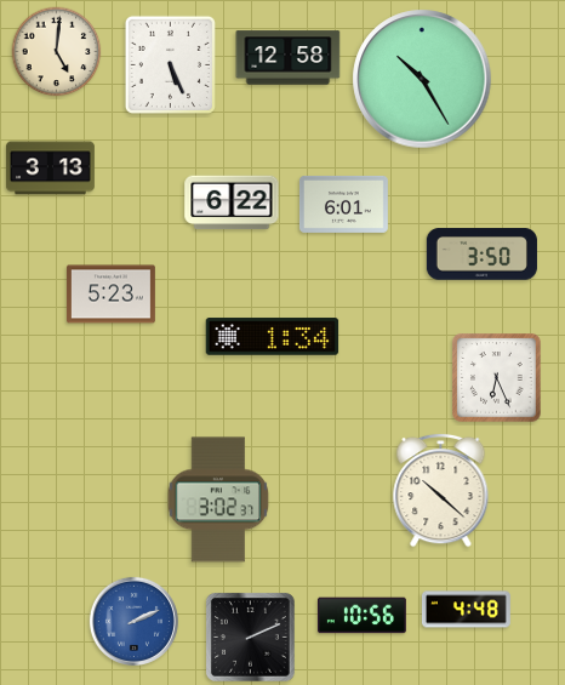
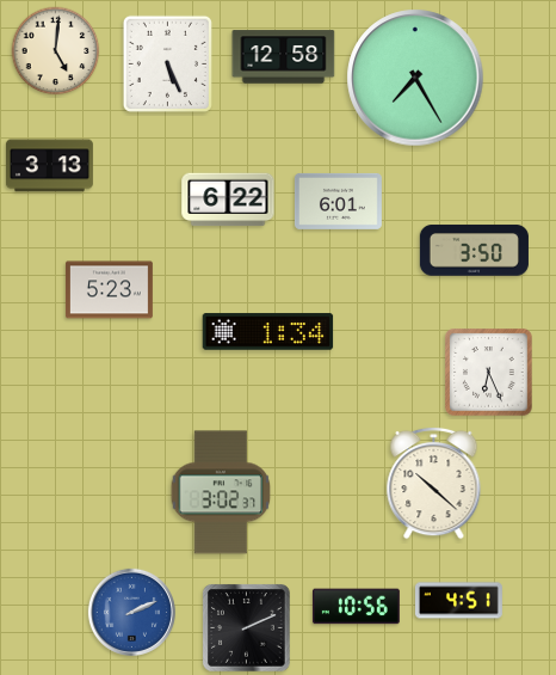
clock at (422, 79): 10:25 -> 7:25
clock at (218, 500) position: (218, 500) -> (221, 492)
clock at (466, 610): 4:48 -> 4:51
